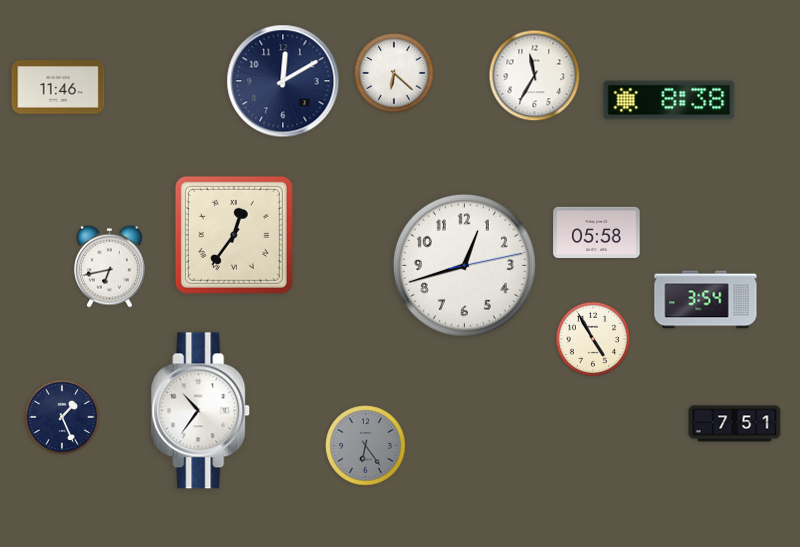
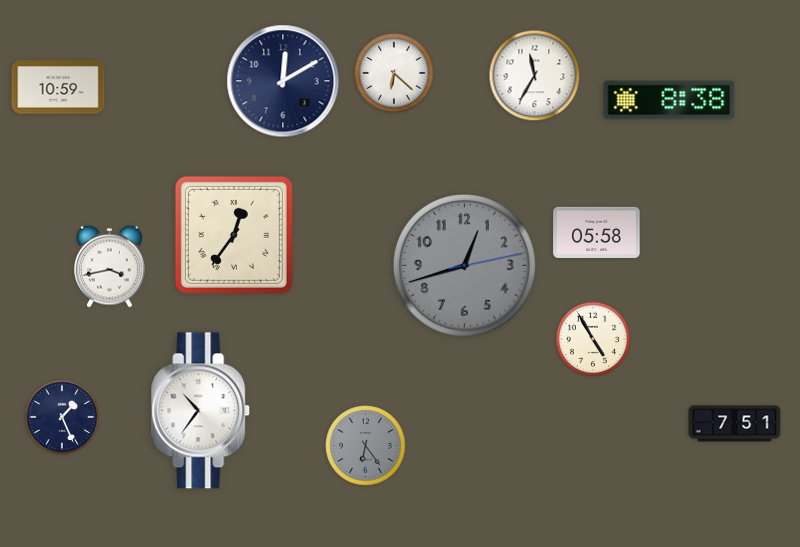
clock at (58, 87): 11:46 -> 10:59
clock at (464, 265) dial: white -> grey
clock at (110, 266): 6:43 -> 3:43
clock at (706, 300): 3:54 -> none
